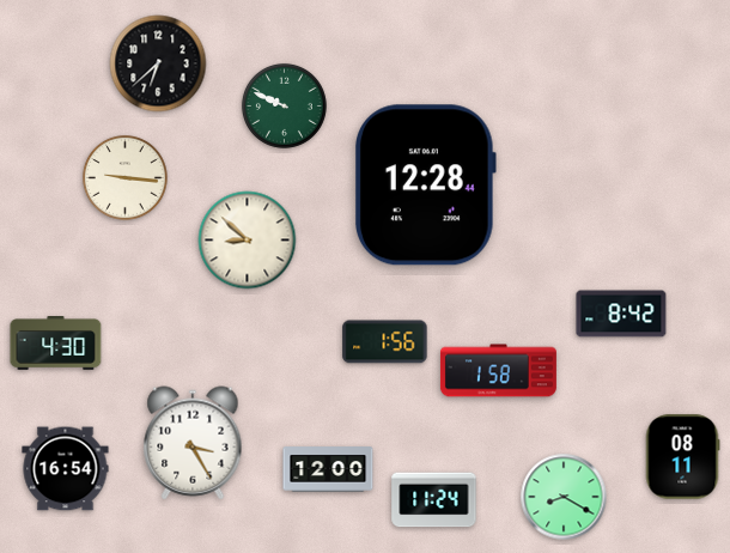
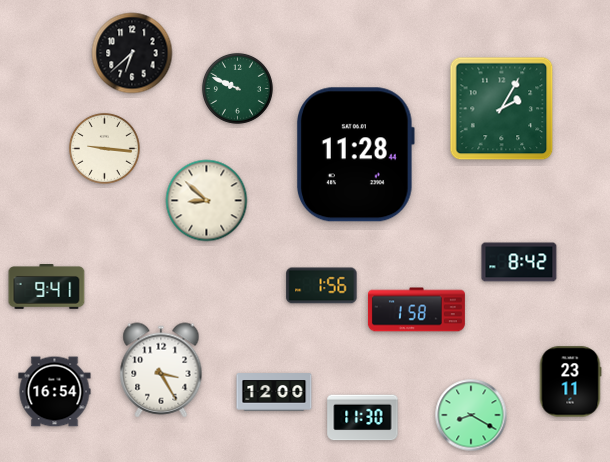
clock at (502, 109): none -> 2:05
clock at (425, 186): 12:28 -> 11:28
clock at (56, 344): 4:30 -> 9:41
clock at (682, 457): 08:11 -> 23:11
clock at (434, 500): 11:24 -> 11:30
